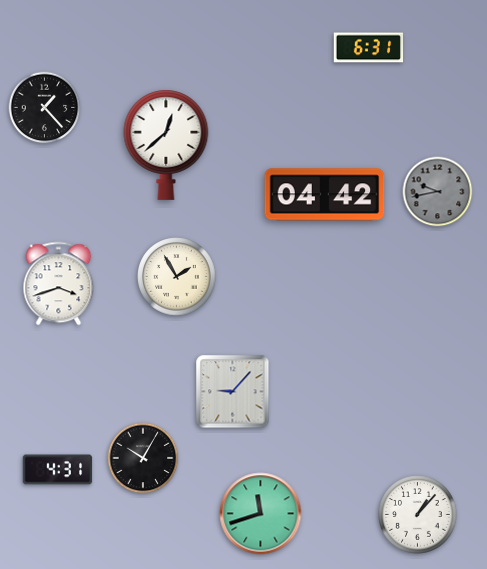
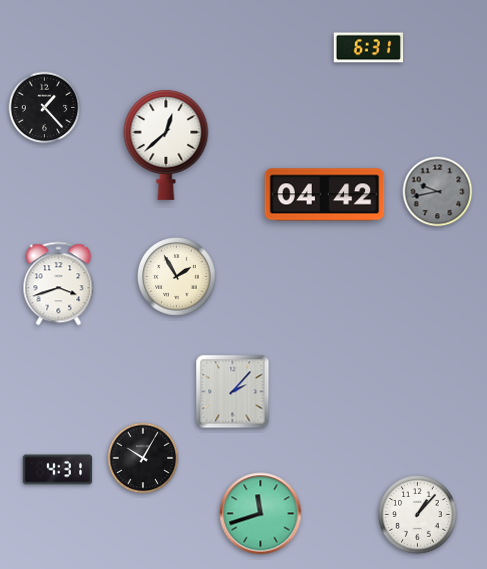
clock at (233, 392): 9:07 -> 2:07
